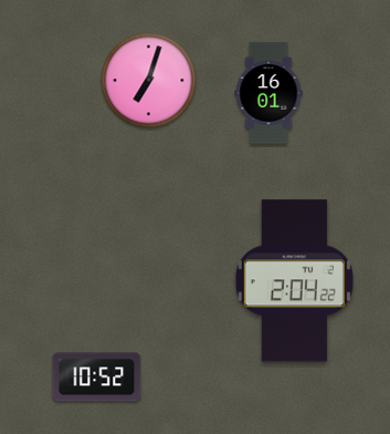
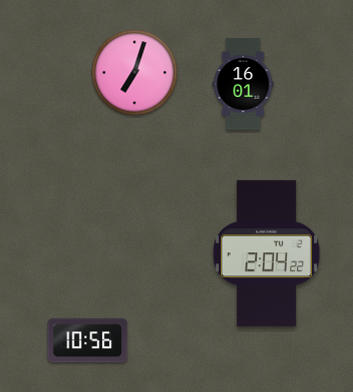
clock at (97, 378): 10:52 -> 10:56
